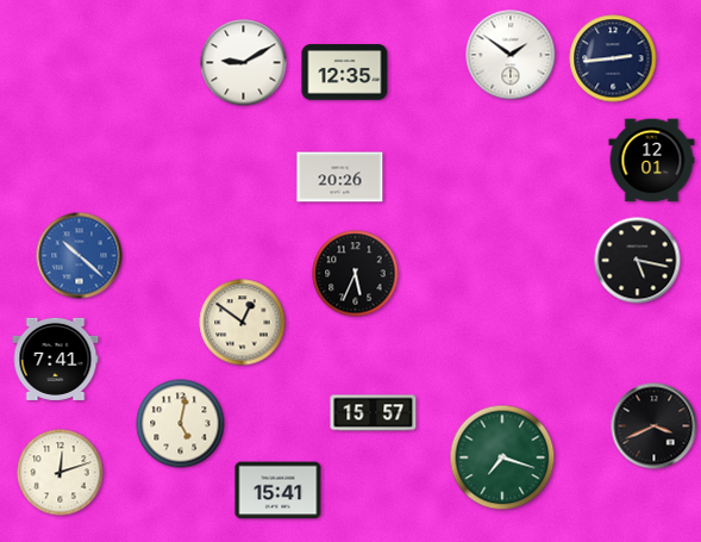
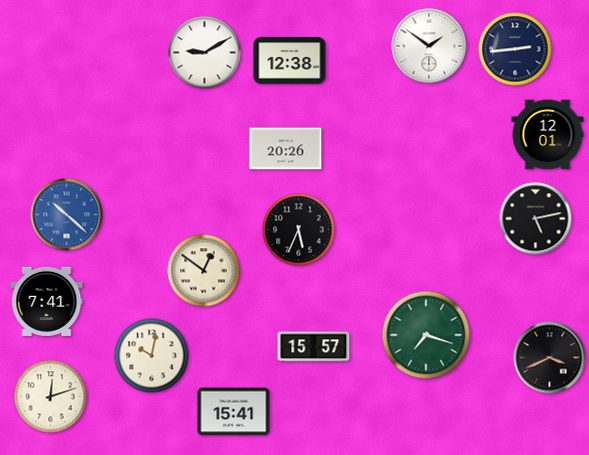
clock at (345, 73): 12:35 -> 12:38
clock at (638, 261): 5:17 -> 5:13
clock at (181, 424): 5:02 -> 10:02
clock at (502, 457) position: (502, 457) -> (426, 335)
